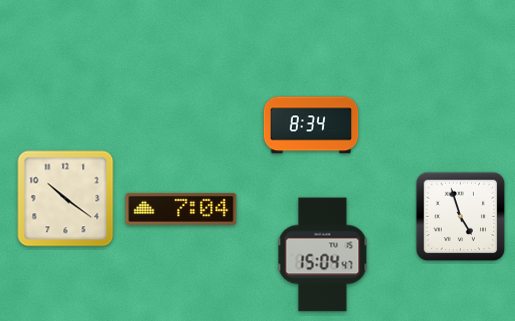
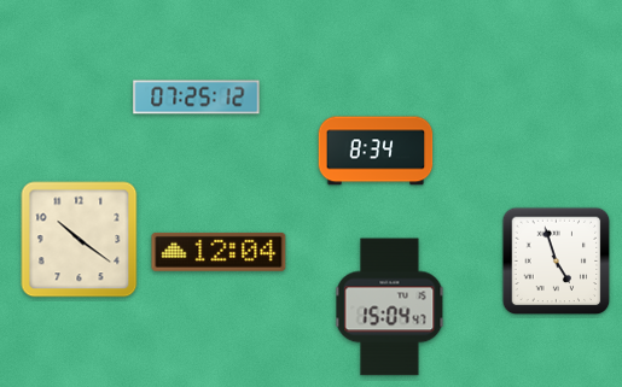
clock at (197, 98): none -> 07:25
clock at (181, 209): 7:04 -> 12:04
